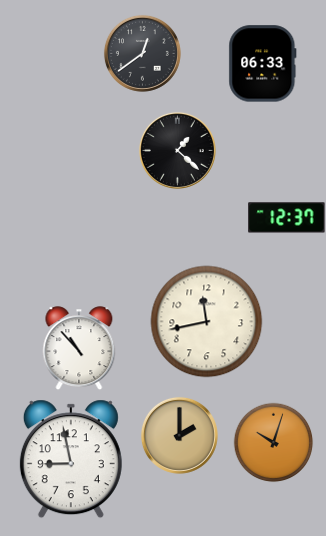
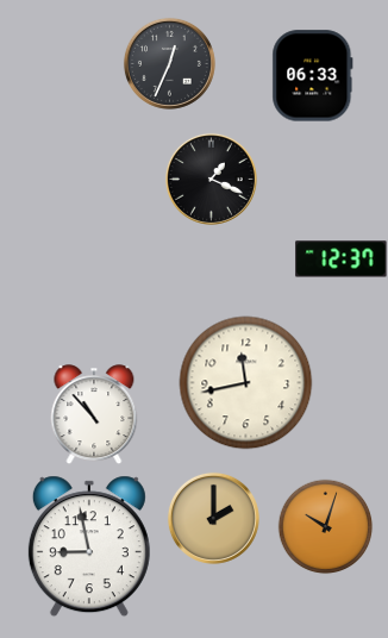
clock at (142, 53): 12:39 -> 12:34
clock at (177, 150): 1:22 -> 1:19
clock at (71, 459) position: (71, 459) -> (89, 546)
